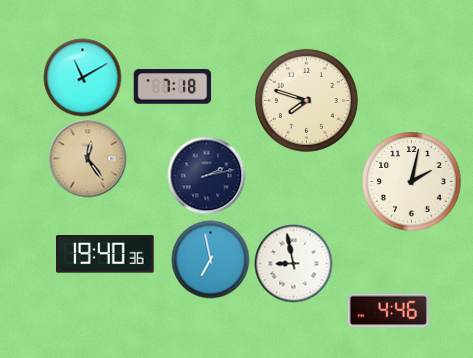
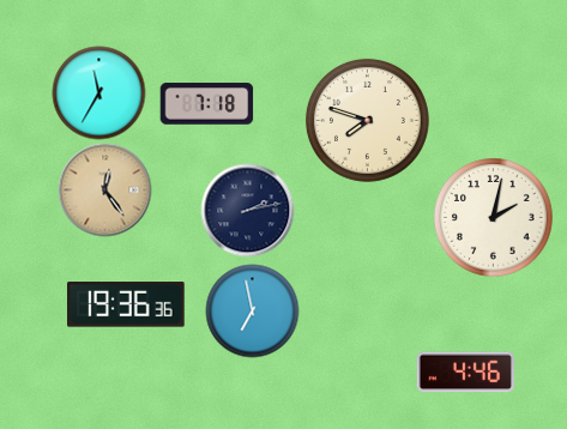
clock at (82, 77): 11:10 -> 11:35
clock at (106, 254): 19:40 -> 19:36
clock at (293, 263): 8:58 -> none
